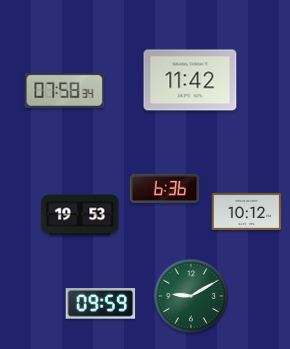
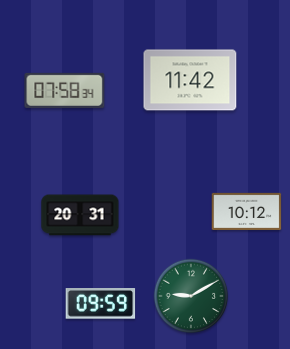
clock at (165, 188): 6:36 -> none
clock at (80, 215): 19:53 -> 20:31
